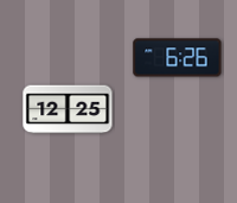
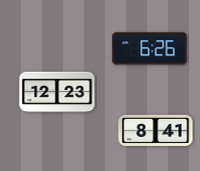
clock at (68, 109): 12:25 -> 12:23
clock at (156, 131): none -> 8:41
